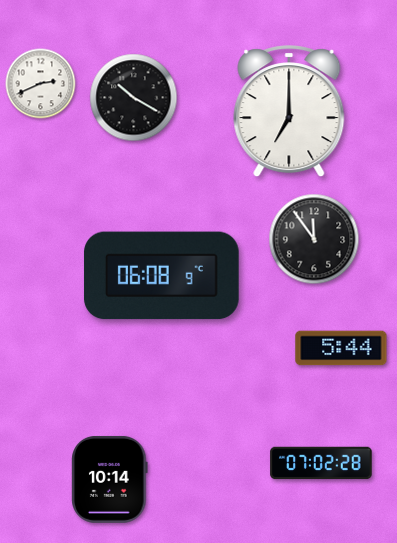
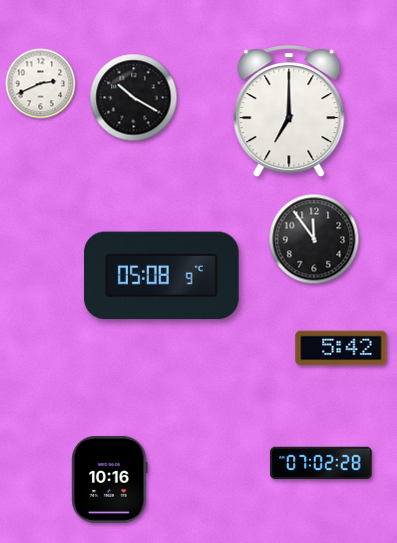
clock at (162, 276): 06:08 -> 05:08
clock at (341, 348): 5:44 -> 5:42
clock at (110, 479): 10:14 -> 10:16
